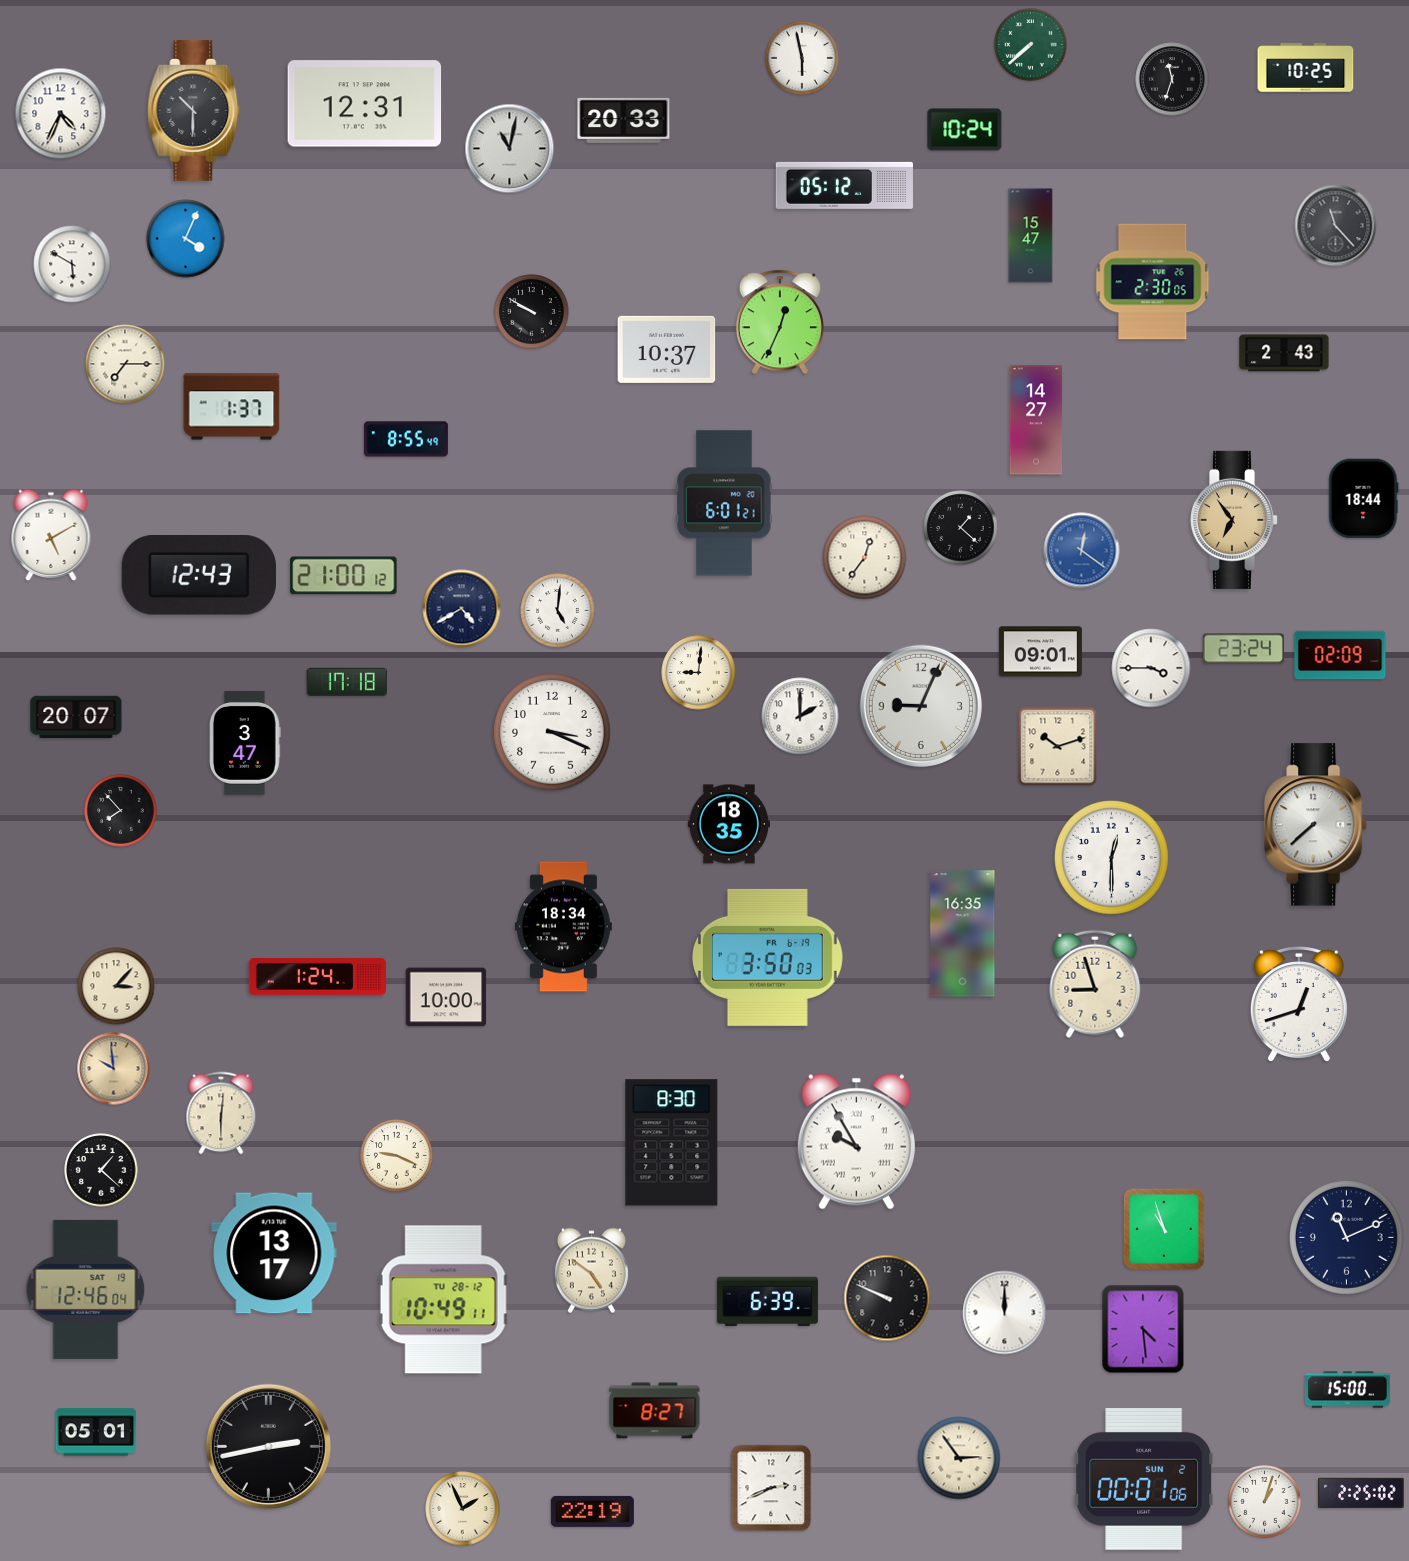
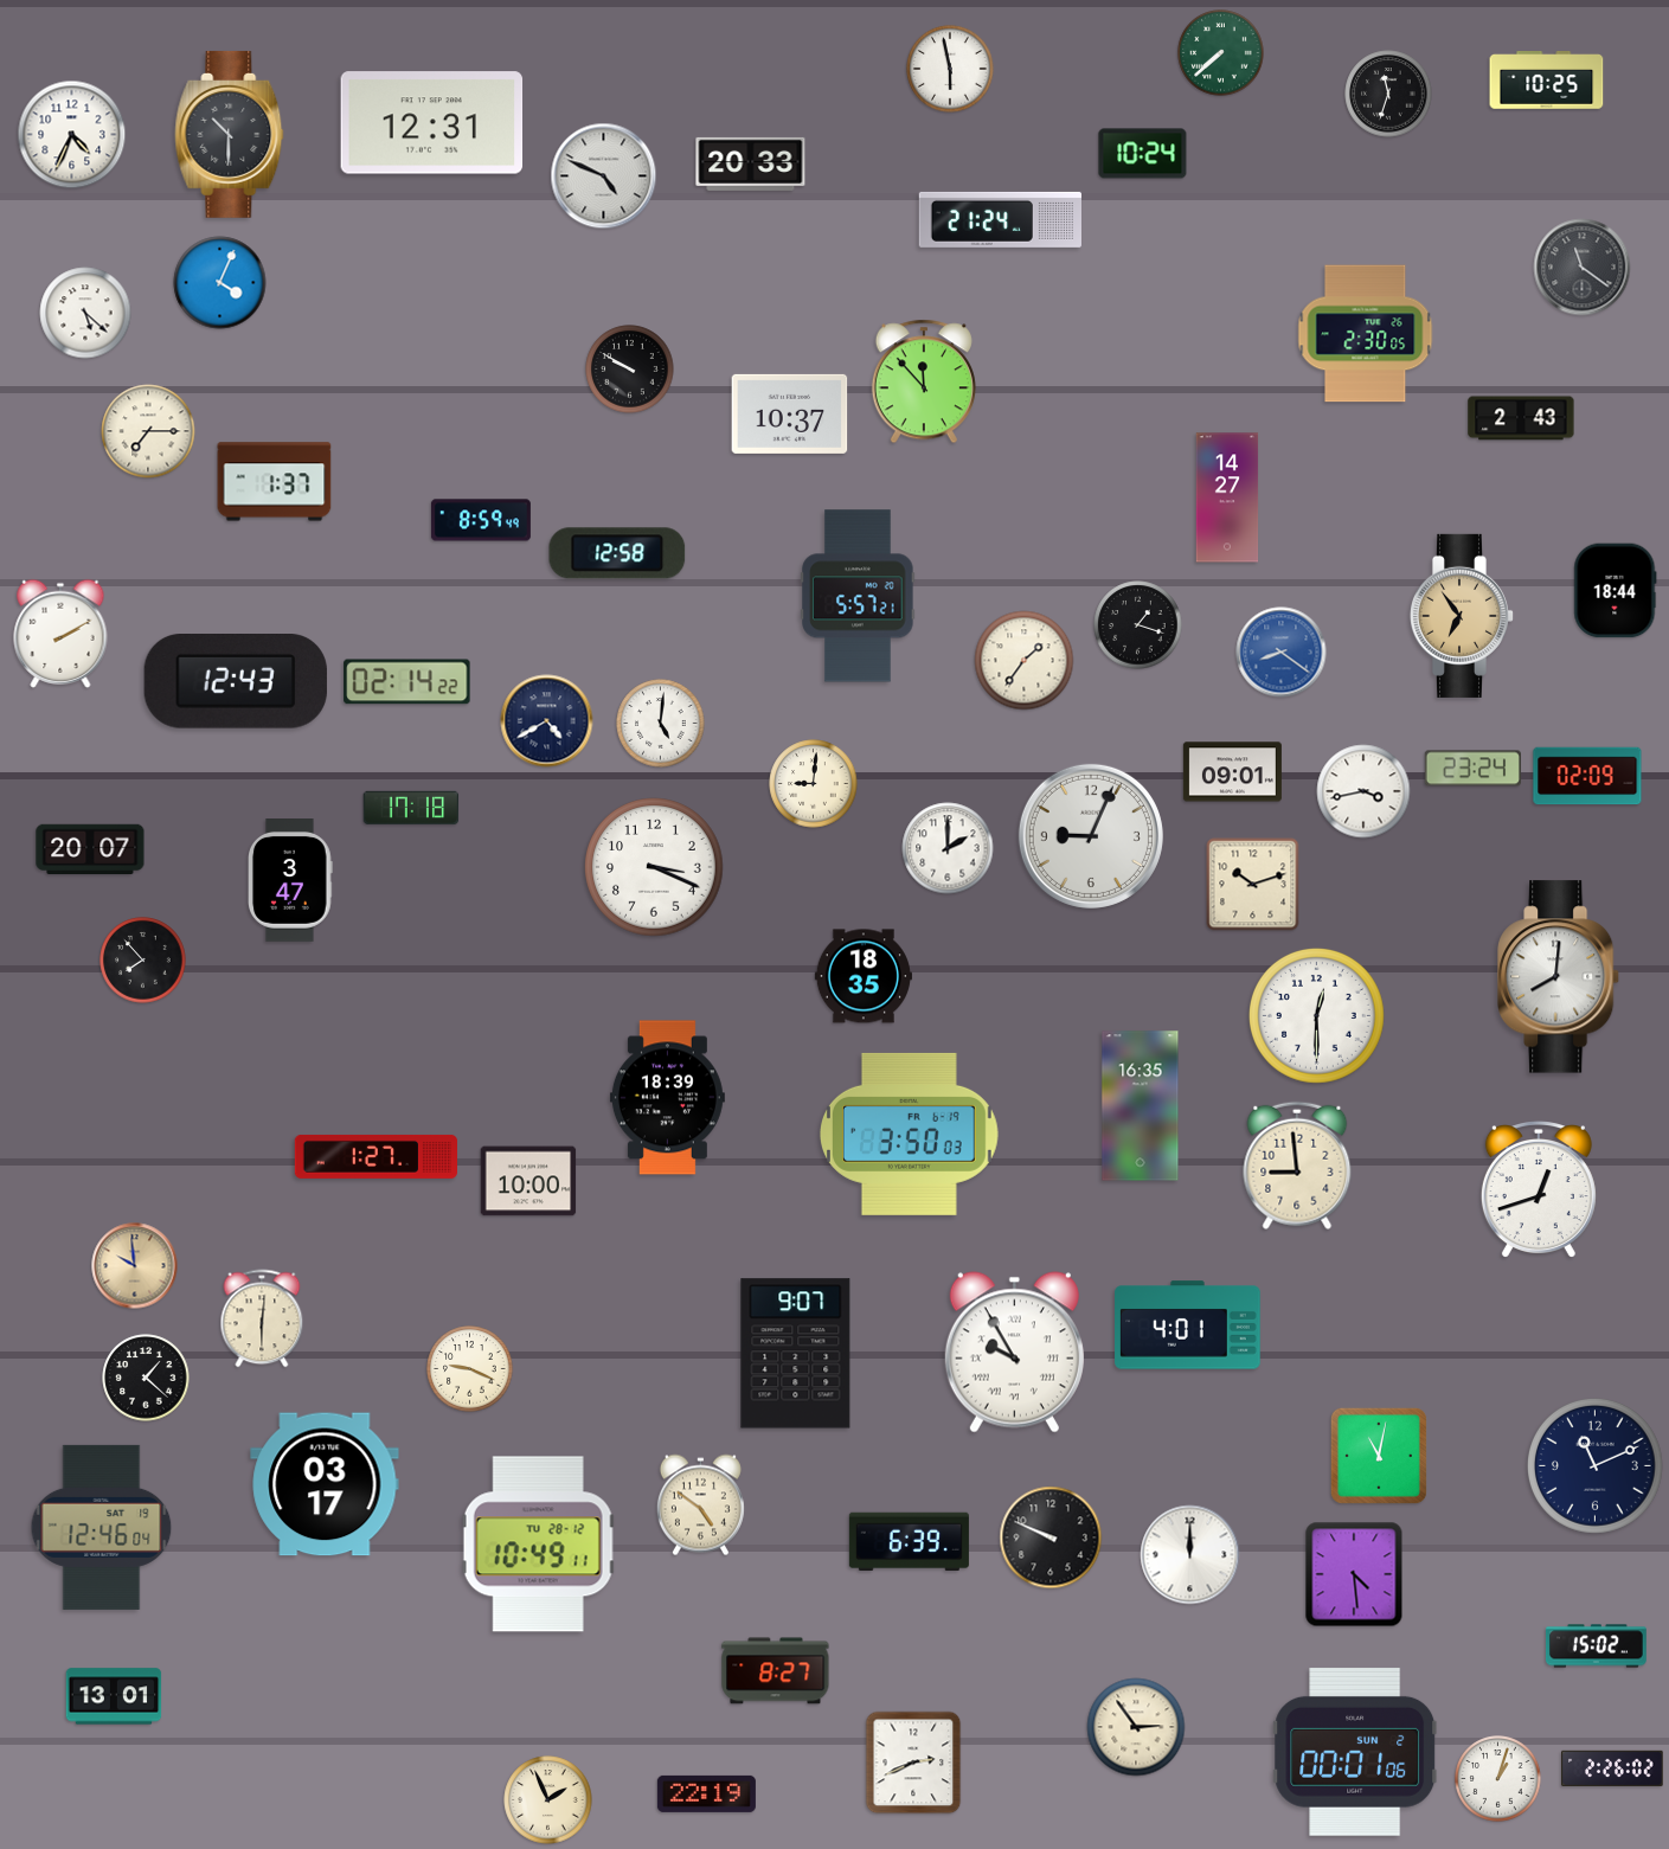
clock at (194, 110) position: (194, 110) -> (230, 134)
clock at (624, 120) position: (624, 120) -> (751, 163)
clock at (510, 149): 11:02 -> 4:49
clock at (844, 185): 05:12 -> 21:24
clock at (1336, 226): 11:23 -> 11:21
clock at (1031, 236): 15:47 -> none
clock at (72, 264): 5:50 -> 5:22
clock at (780, 322): 12:34 -> 11:53
clock at (406, 439): 8:55 -> 8:59
clock at (617, 553): none -> 12:58
clock at (724, 503): 6:01 -> 5:57
clock at (961, 528): 1:22 -> 1:18
clock at (51, 535): 5:10 -> 2:10
clock at (1082, 551): 12:21 -> 8:21
clock at (865, 558): 12:36 -> 1:36
clock at (344, 576): 21:00 -> 02:14
clock at (1151, 668): 3:45 -> 3:43
clock at (699, 673) position: (699, 673) -> (814, 784)
clock at (1316, 825): 7:38 -> 8:01
clock at (563, 927): 18:34 -> 18:39
clock at (317, 976): 1:24 -> 1:27
clock at (1095, 984): 8:57 -> 8:59
clock at (116, 986): 3:07 -> none
clock at (1188, 1325): none -> 4:01
clock at (672, 1143): 8:30 -> 9:07
clock at (101, 1170) position: (101, 1170) -> (146, 1378)
clock at (1164, 1229): 10:57 -> 11:02
clock at (274, 1253): 13:17 -> 03:17
clock at (444, 1300) position: (444, 1300) -> (539, 1545)
clock at (1347, 1390): 15:00 -> 15:02
clock at (96, 1432): 05:01 -> 13:01
clock at (268, 1446): 2:43 -> none
clock at (1361, 1493): 2:25 -> 2:26
clock at (463, 1509) position: (463, 1509) -> (548, 1800)
clock at (592, 1511) position: (592, 1511) -> (706, 1793)
